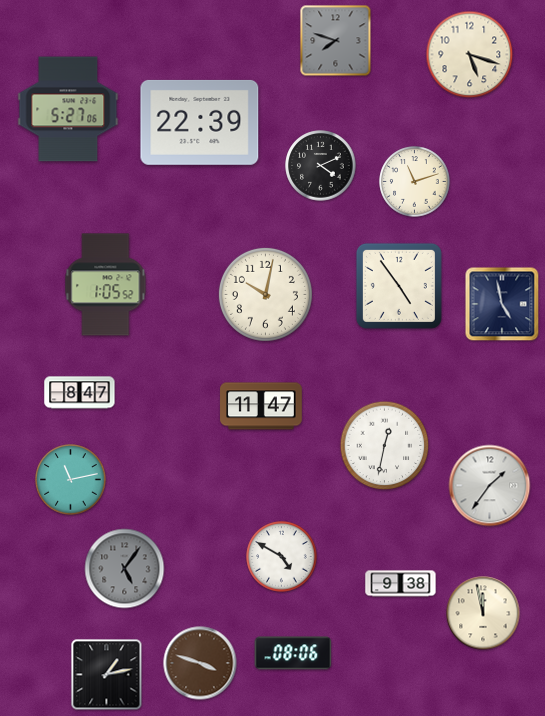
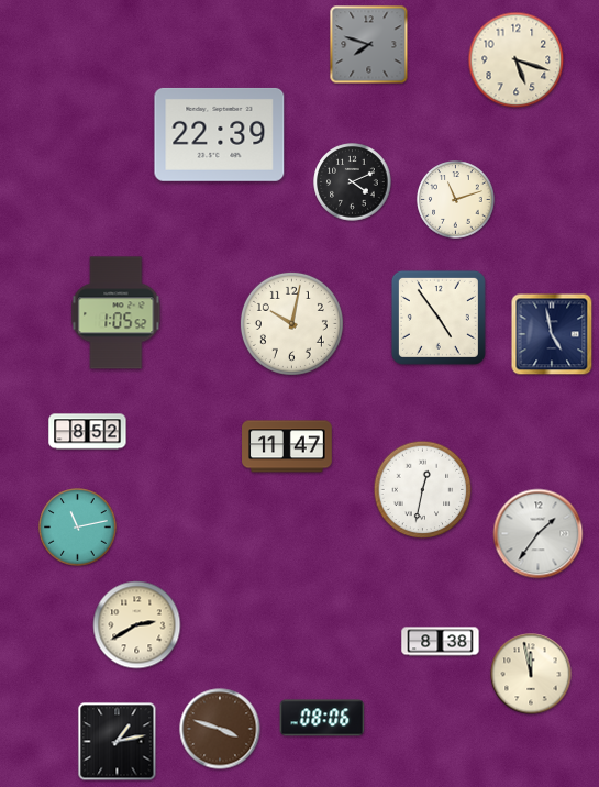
clock at (68, 109): 5:27 -> none
clock at (399, 286) position: (399, 286) -> (439, 318)
clock at (80, 393): 8:47 -> 8:52
clock at (282, 557): 4:50 -> none
clock at (125, 569): 5:06 -> 2:40
clock at (125, 569) dial: grey -> cream
clock at (401, 584): 9:38 -> 8:38
